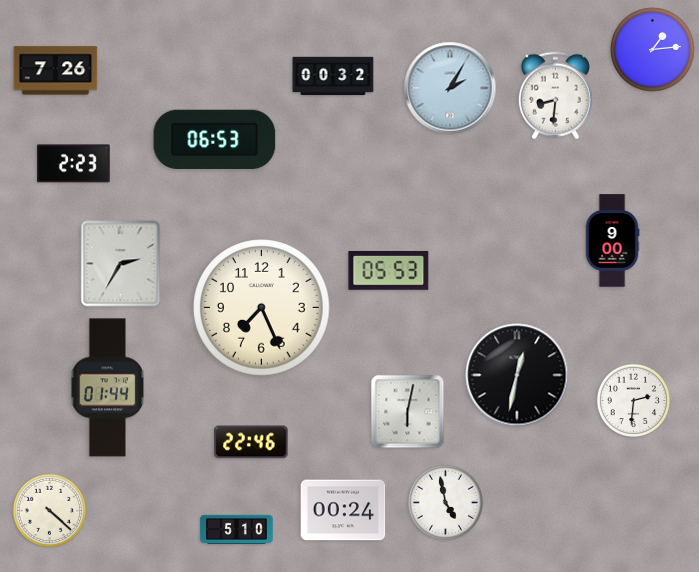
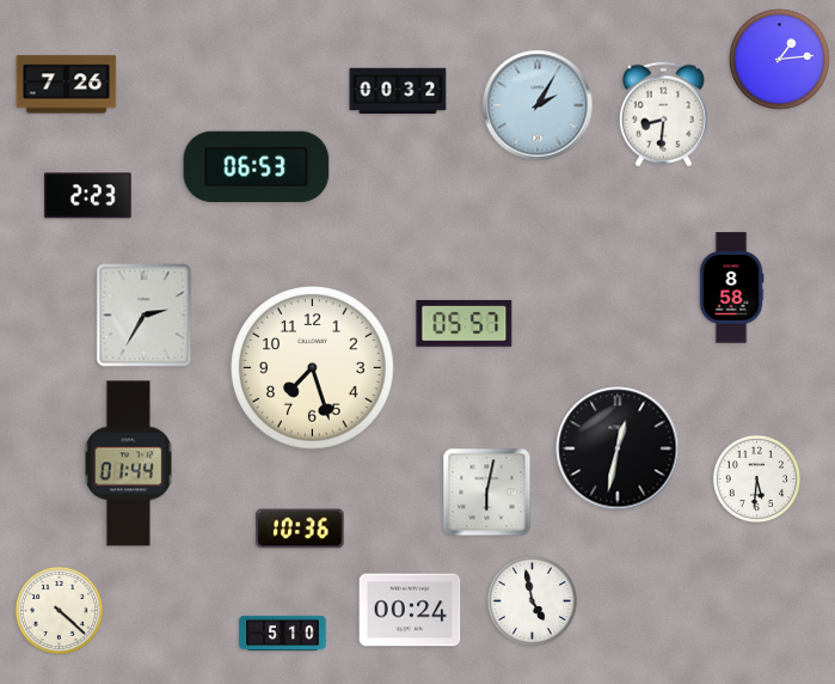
clock at (612, 241): 9:00 -> 8:58
clock at (389, 270): 05:53 -> 05:57
clock at (262, 308): 7:26 -> 7:27
clock at (633, 400): 2:31 -> 5:31
clock at (251, 442): 22:46 -> 10:36
